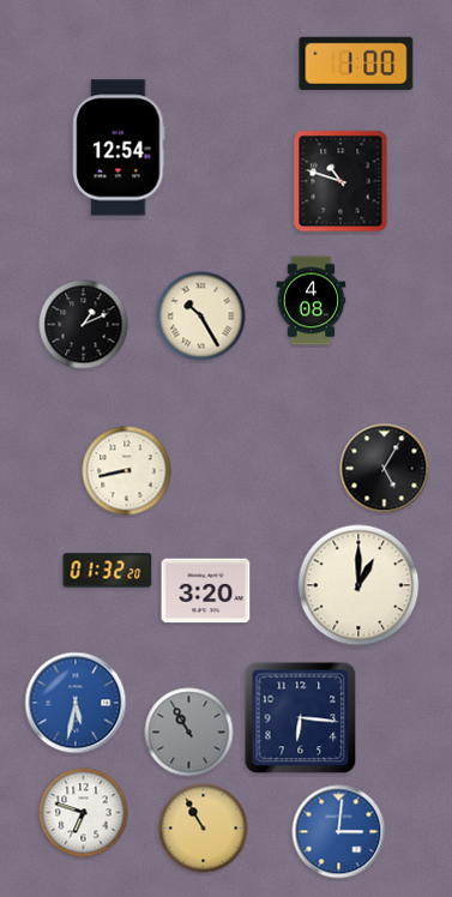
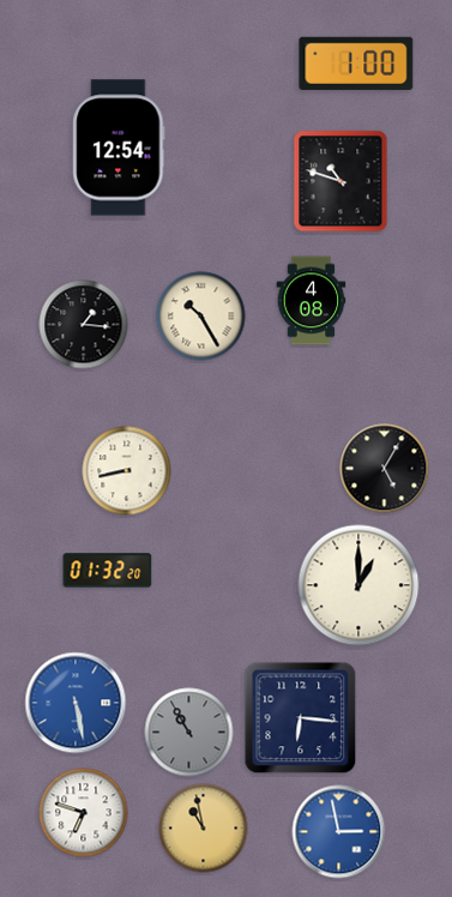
clock at (84, 325): 1:11 -> 1:16
clock at (206, 591): 3:20 -> none
clock at (76, 703): 5:32 -> 5:28
clock at (204, 829): 10:55 -> 10:58
clock at (339, 832): 3:01 -> 2:58
